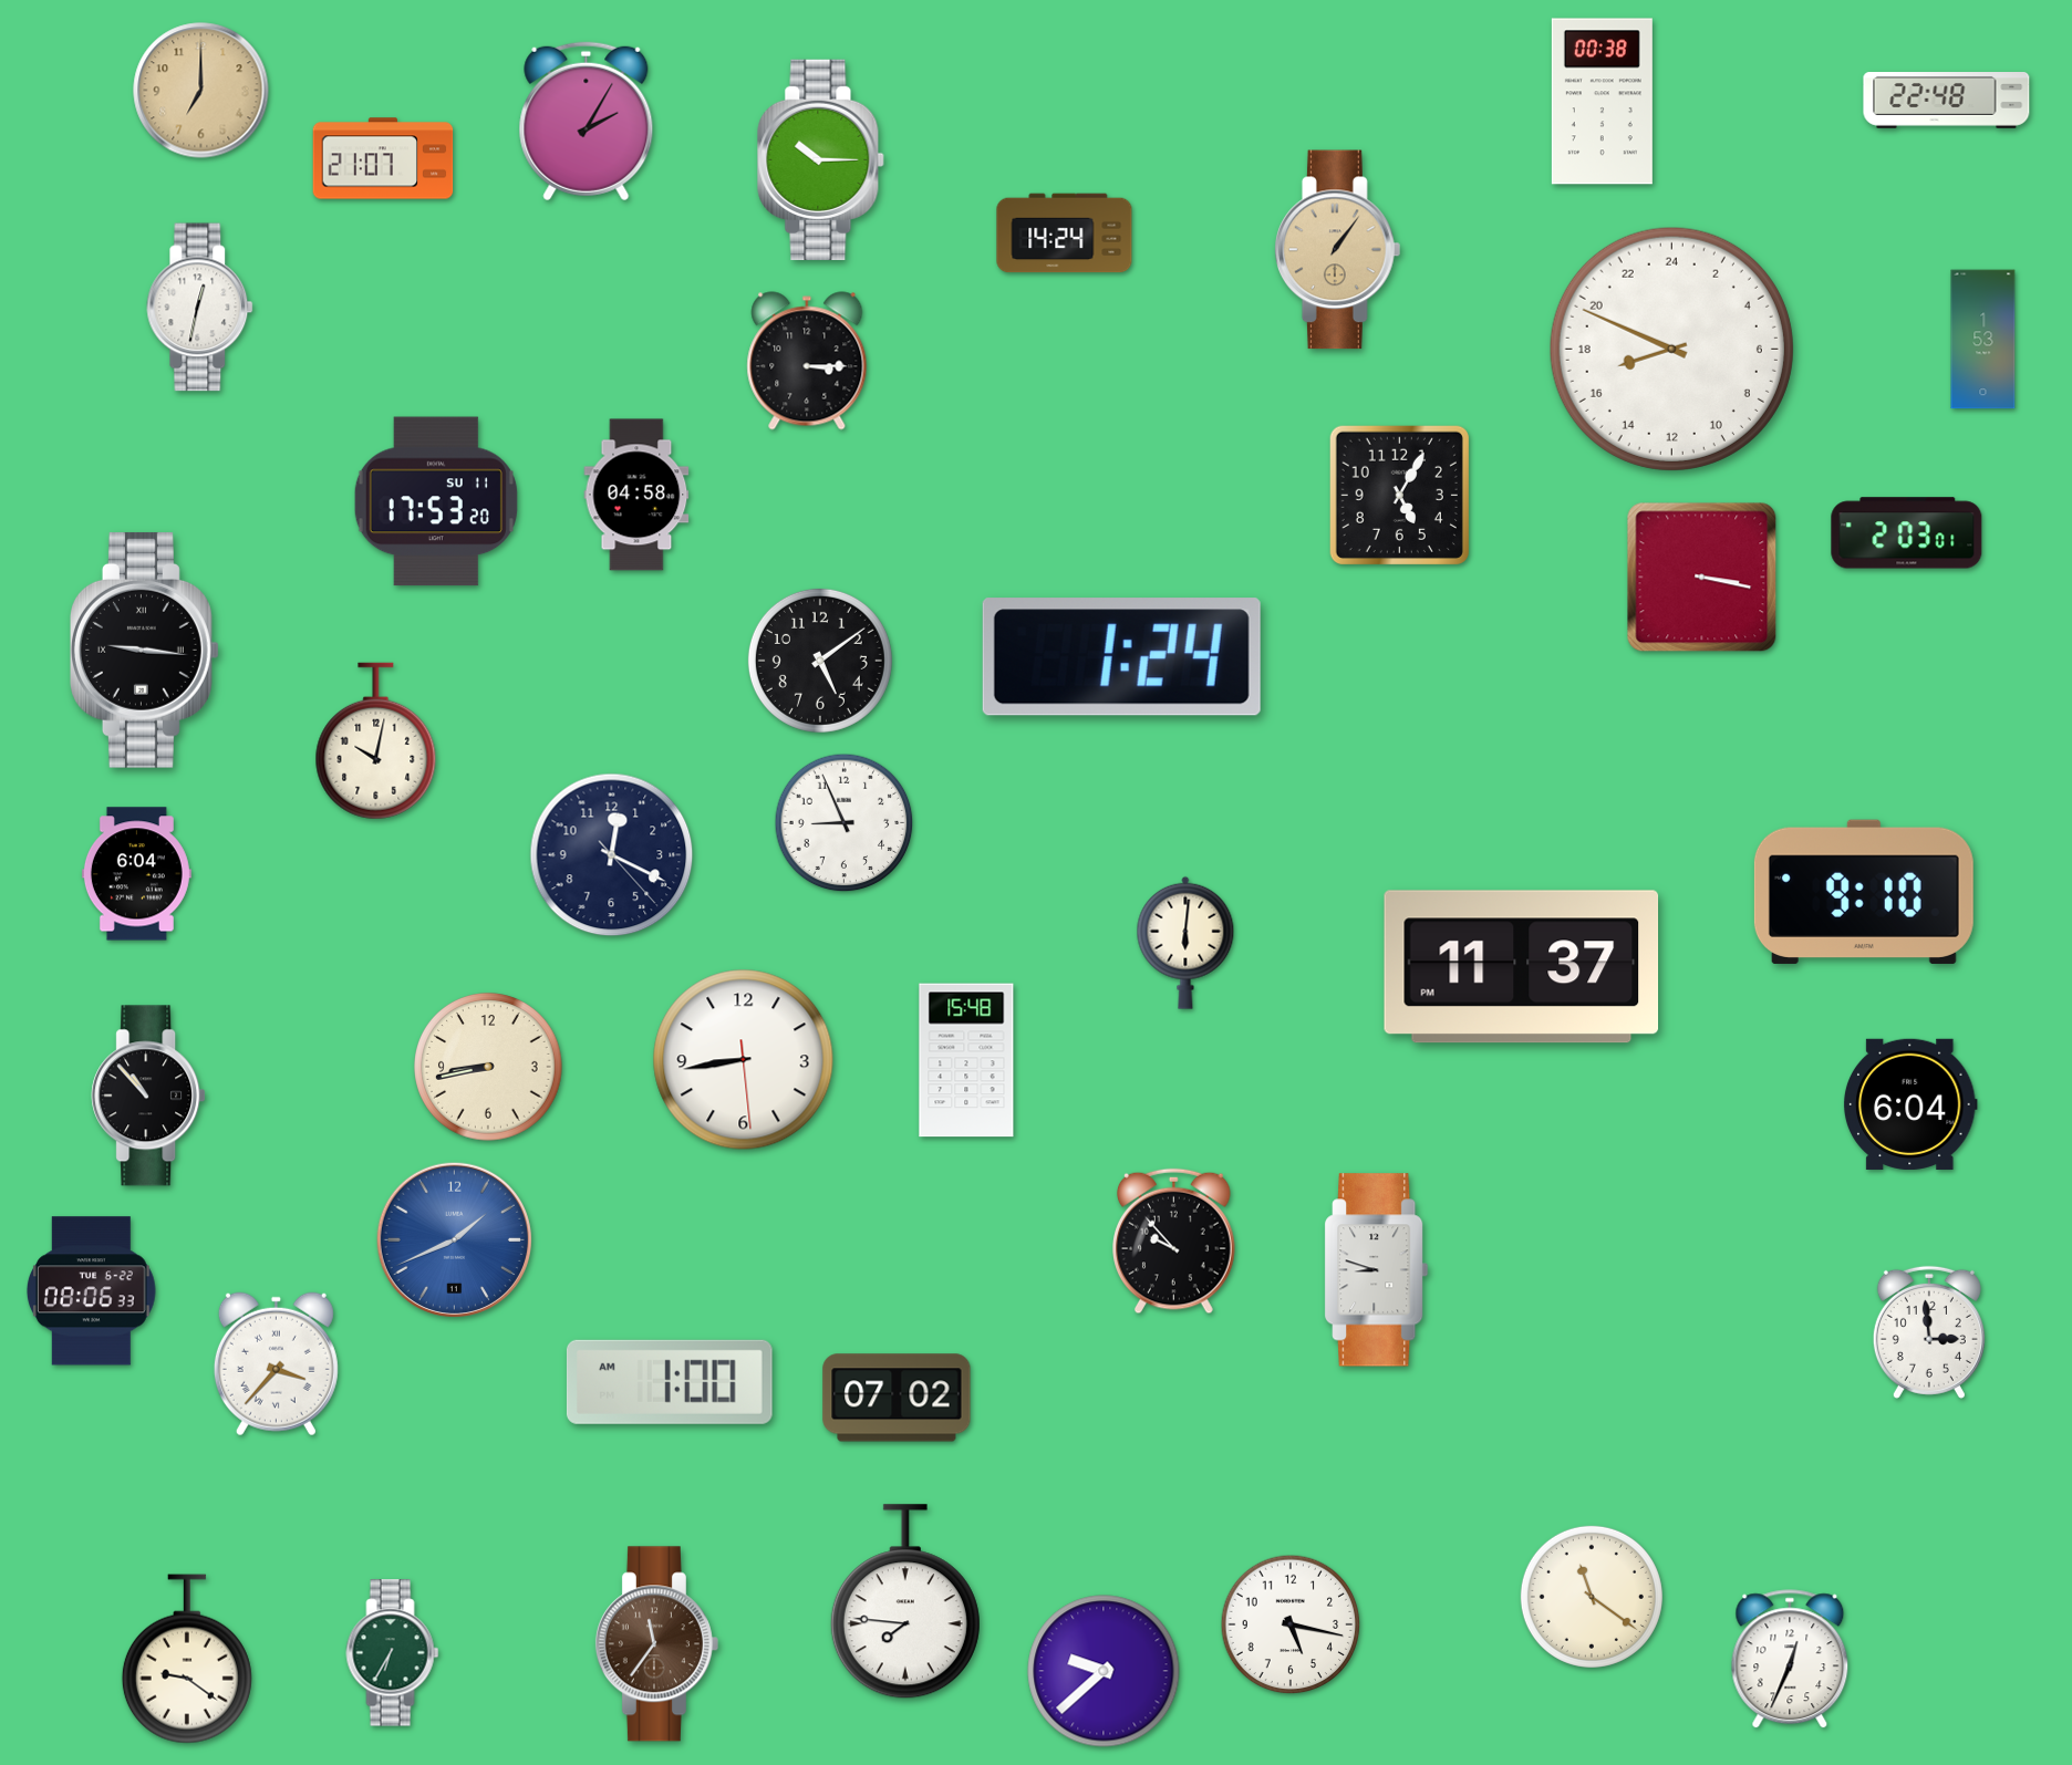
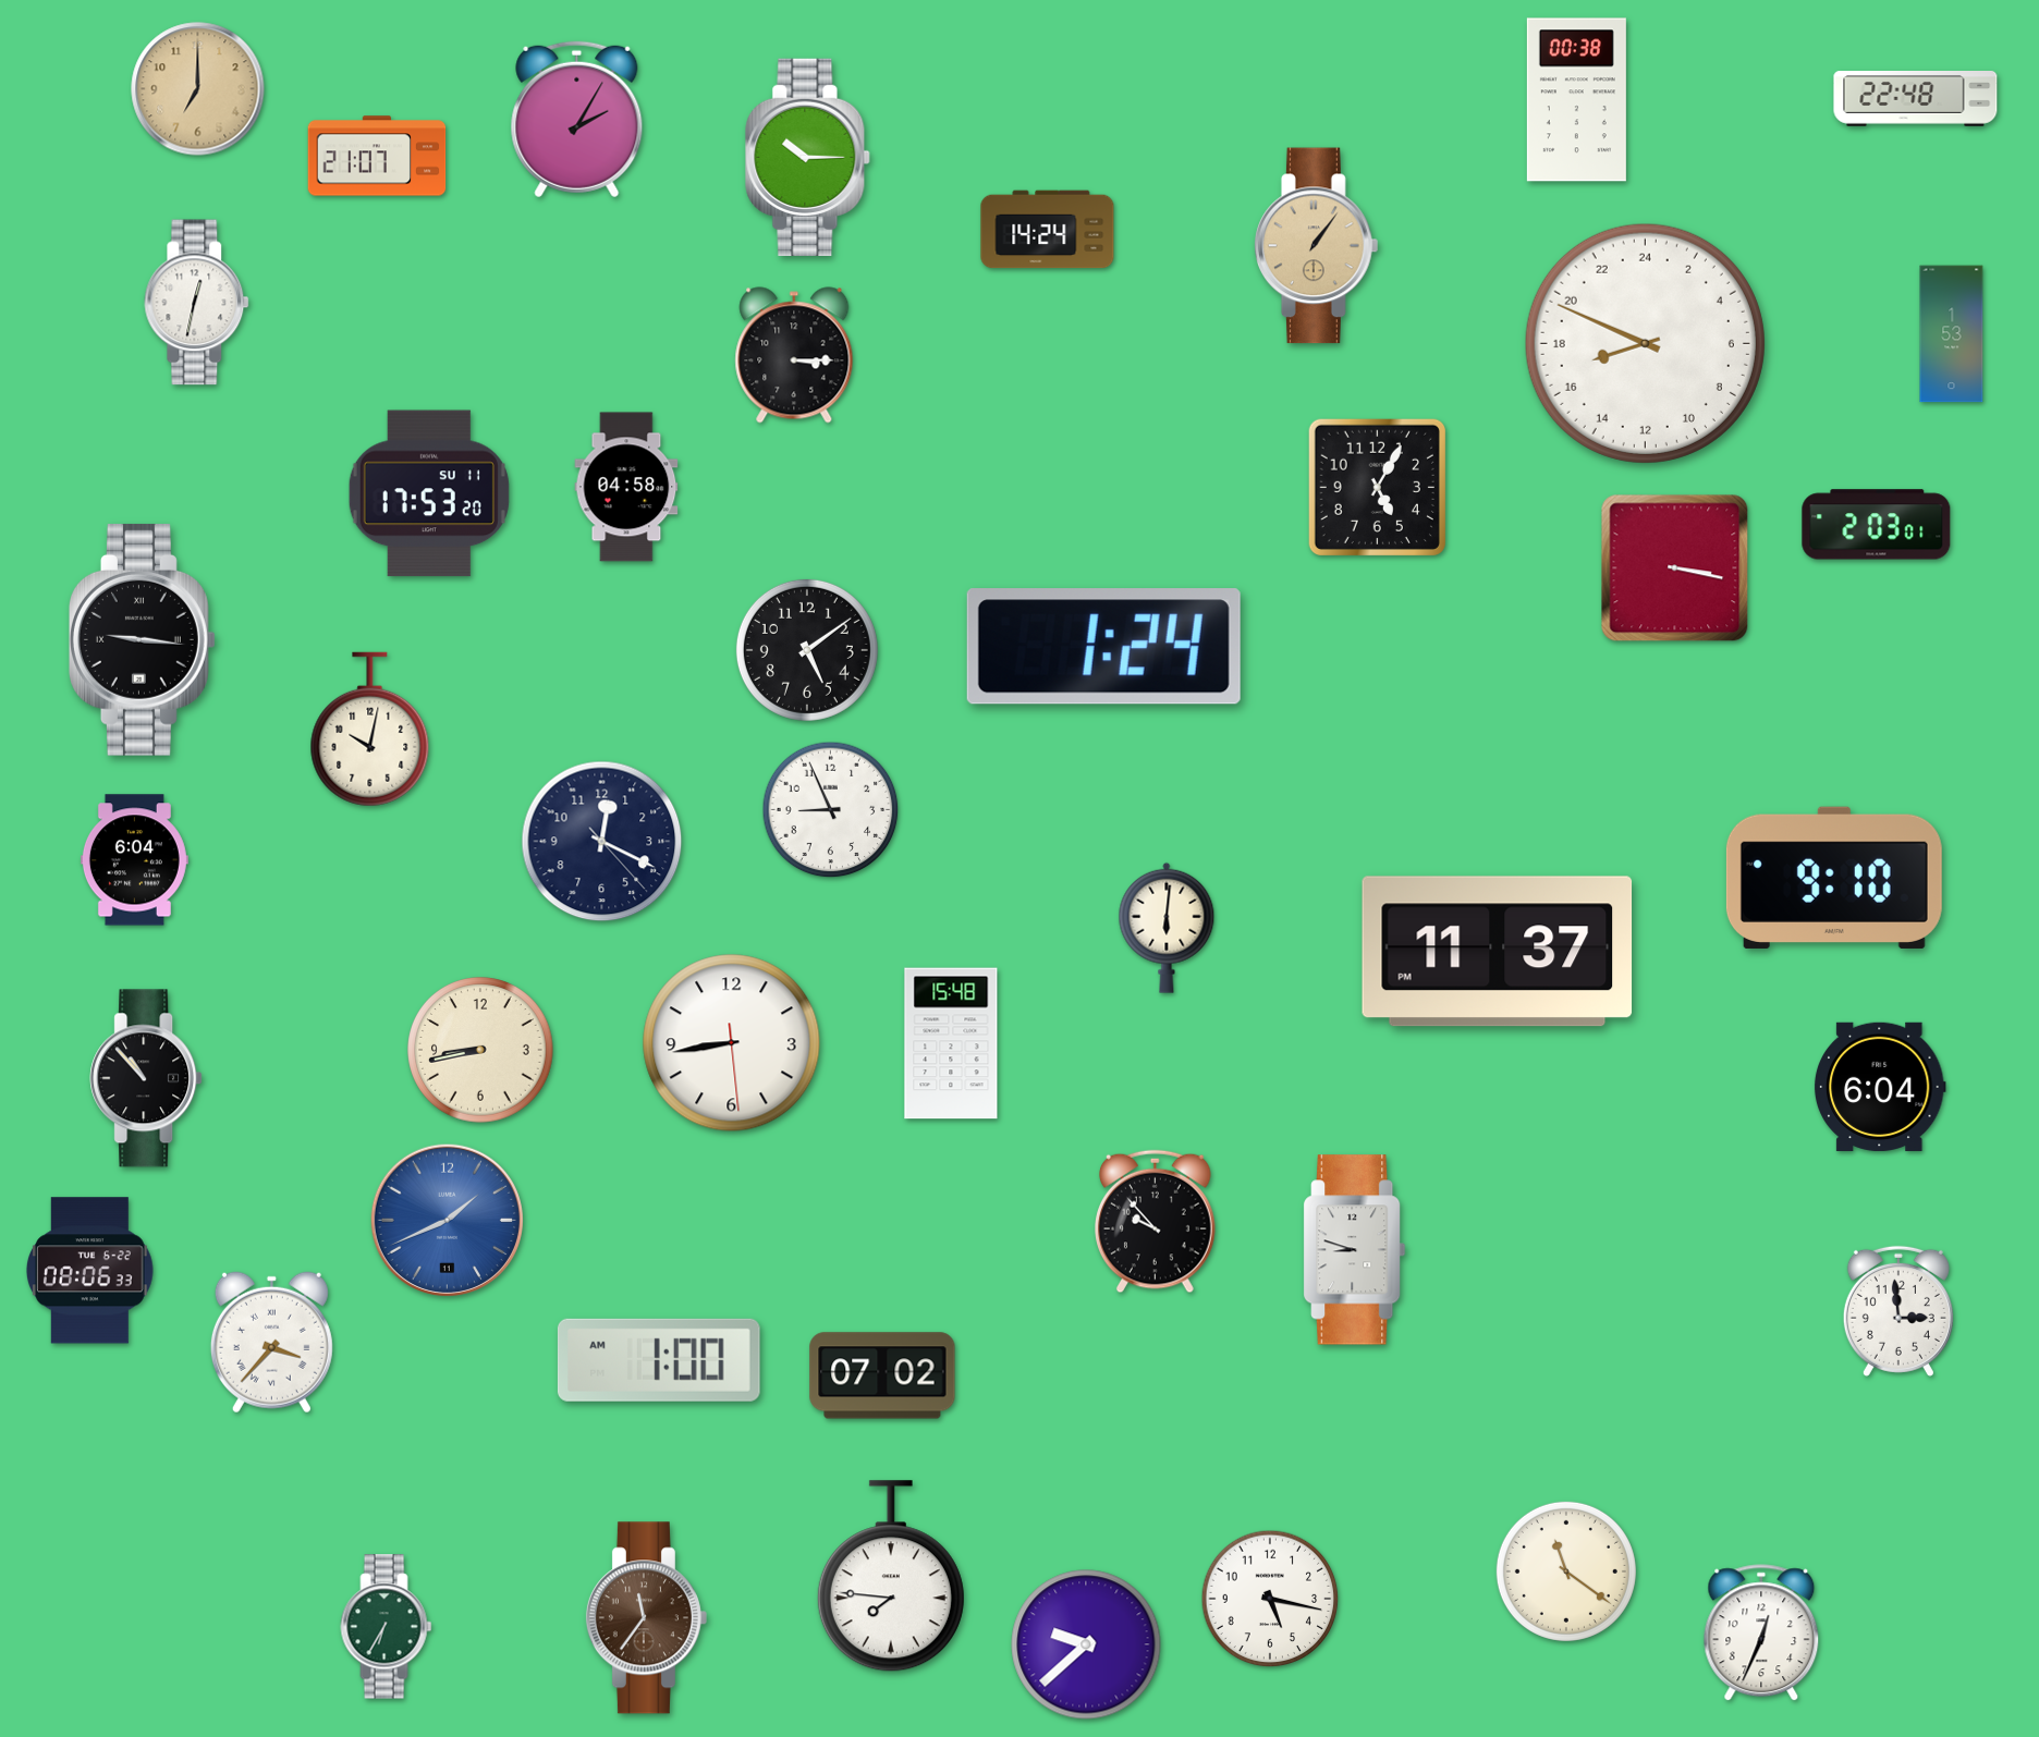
clock at (187, 1659): 9:21 -> none
